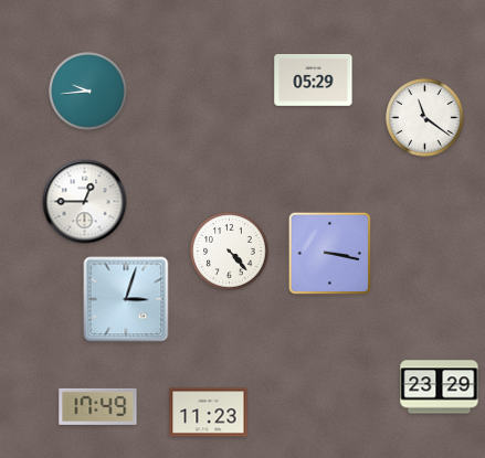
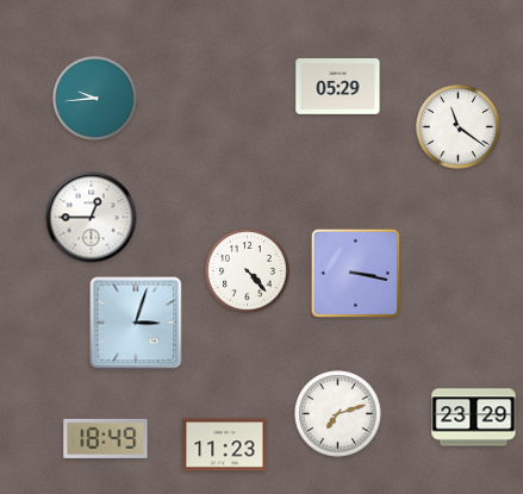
clock at (338, 414): none -> 7:12
clock at (98, 406): 17:49 -> 18:49
